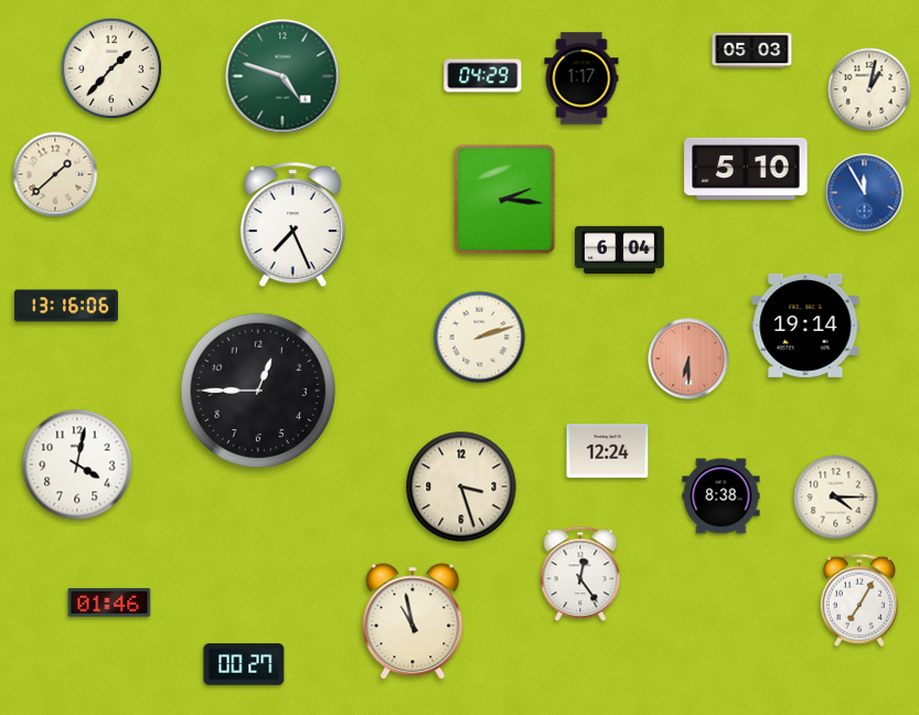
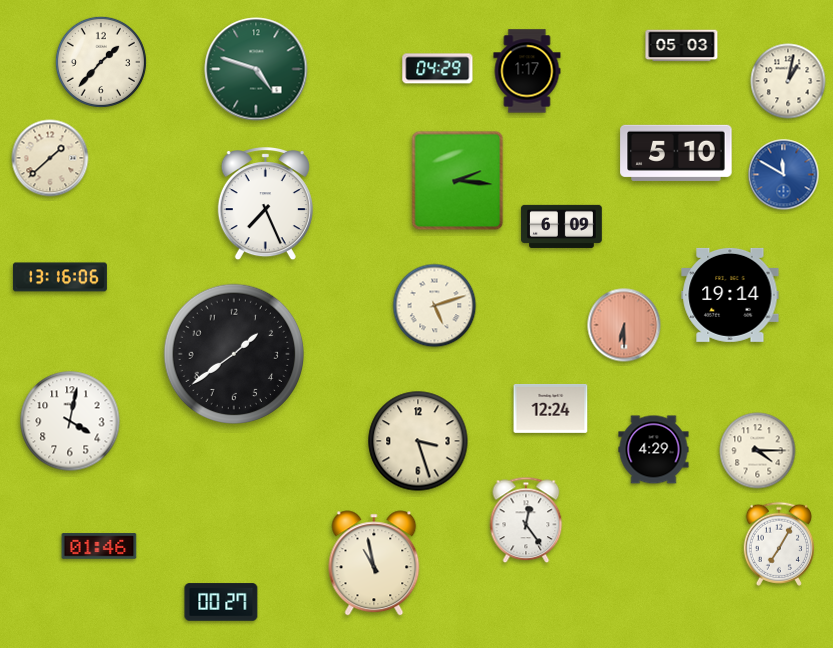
clock at (865, 193): 11:55 -> 11:50
clock at (620, 249): 6:04 -> 6:09
clock at (480, 338): 2:12 -> 5:12
clock at (257, 389): 12:45 -> 1:39
clock at (722, 497): 8:38 -> 4:29
